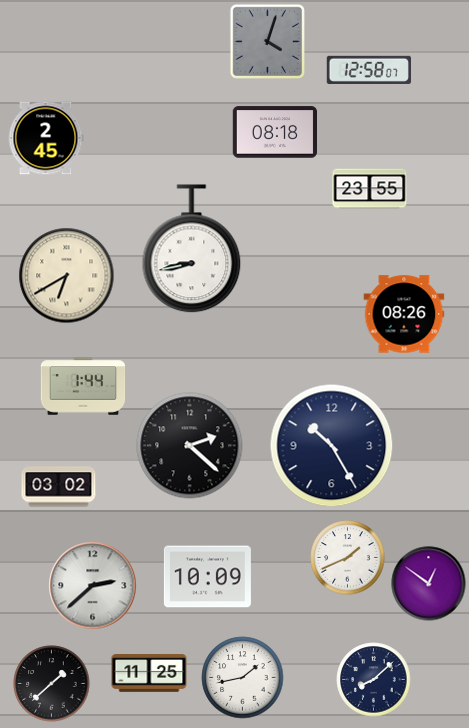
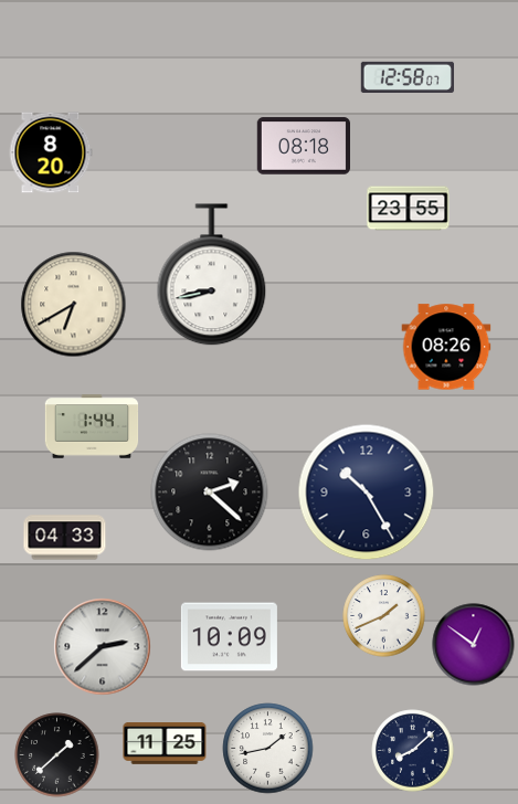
clock at (267, 41): 4:03 -> none
clock at (46, 138): 2:45 -> 8:20
clock at (59, 487): 03:02 -> 04:33
